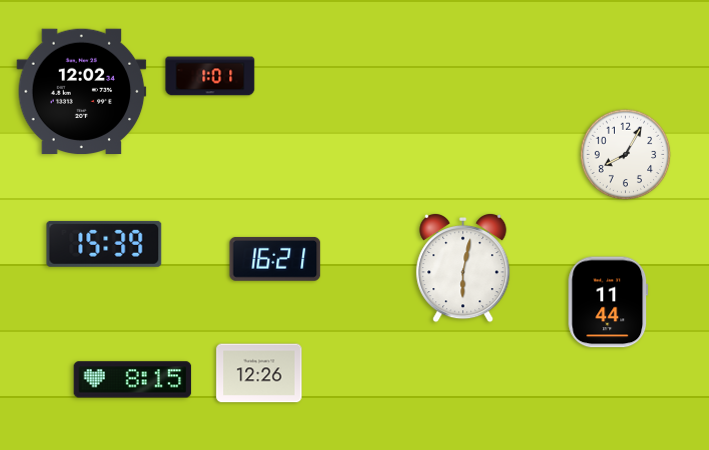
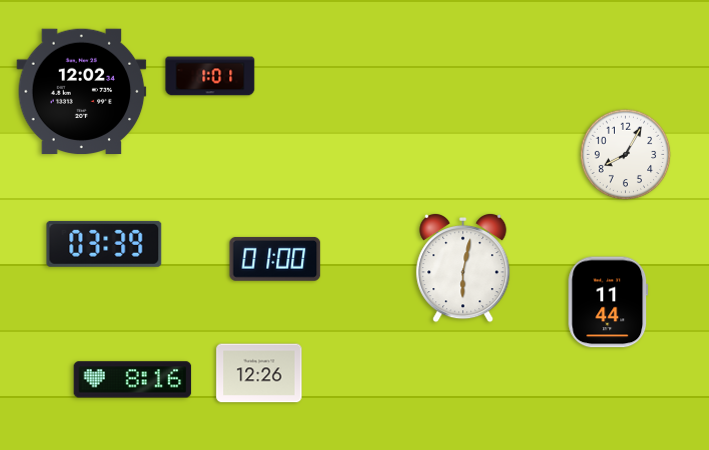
clock at (104, 244): 15:39 -> 03:39
clock at (275, 259): 16:21 -> 01:00
clock at (133, 380): 8:15 -> 8:16
